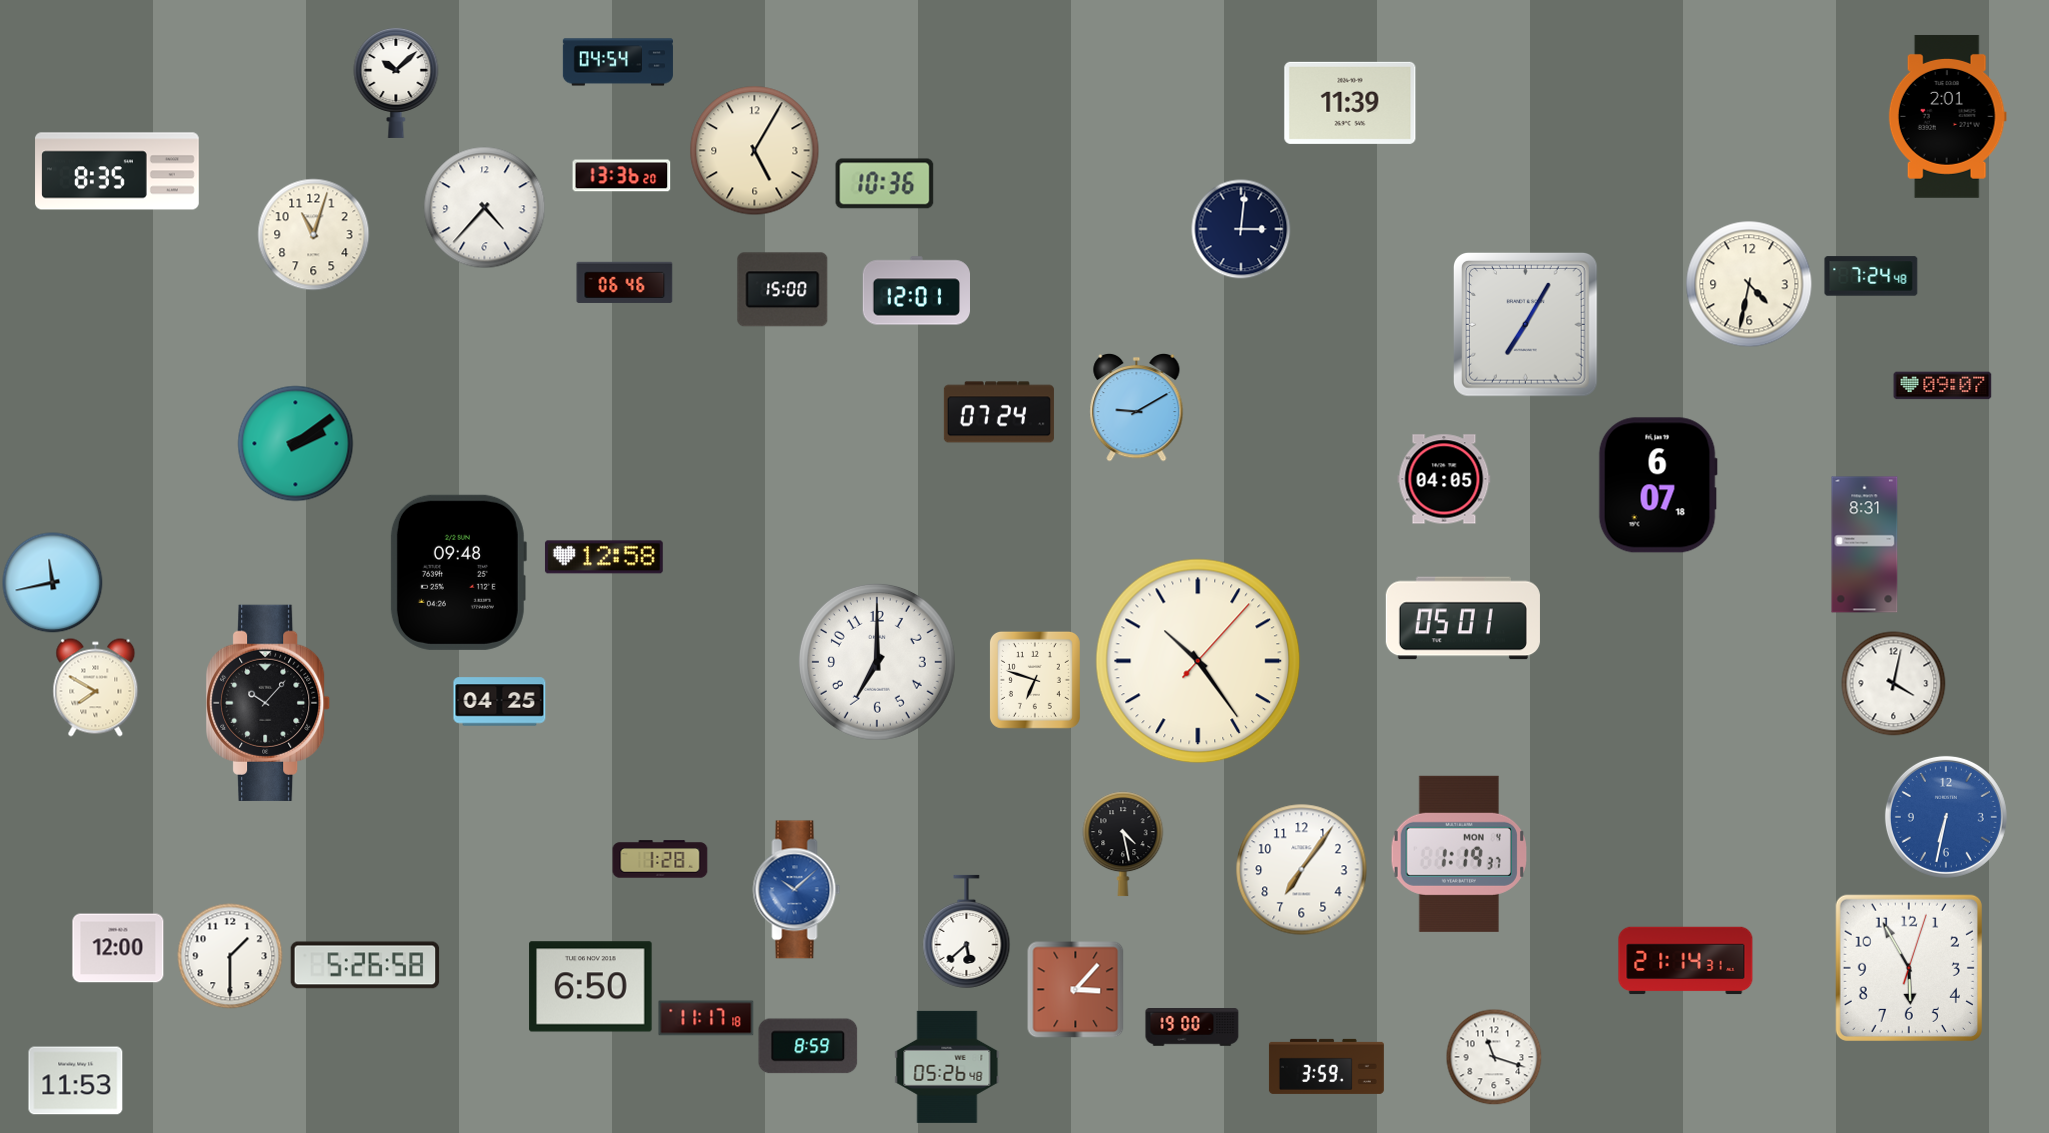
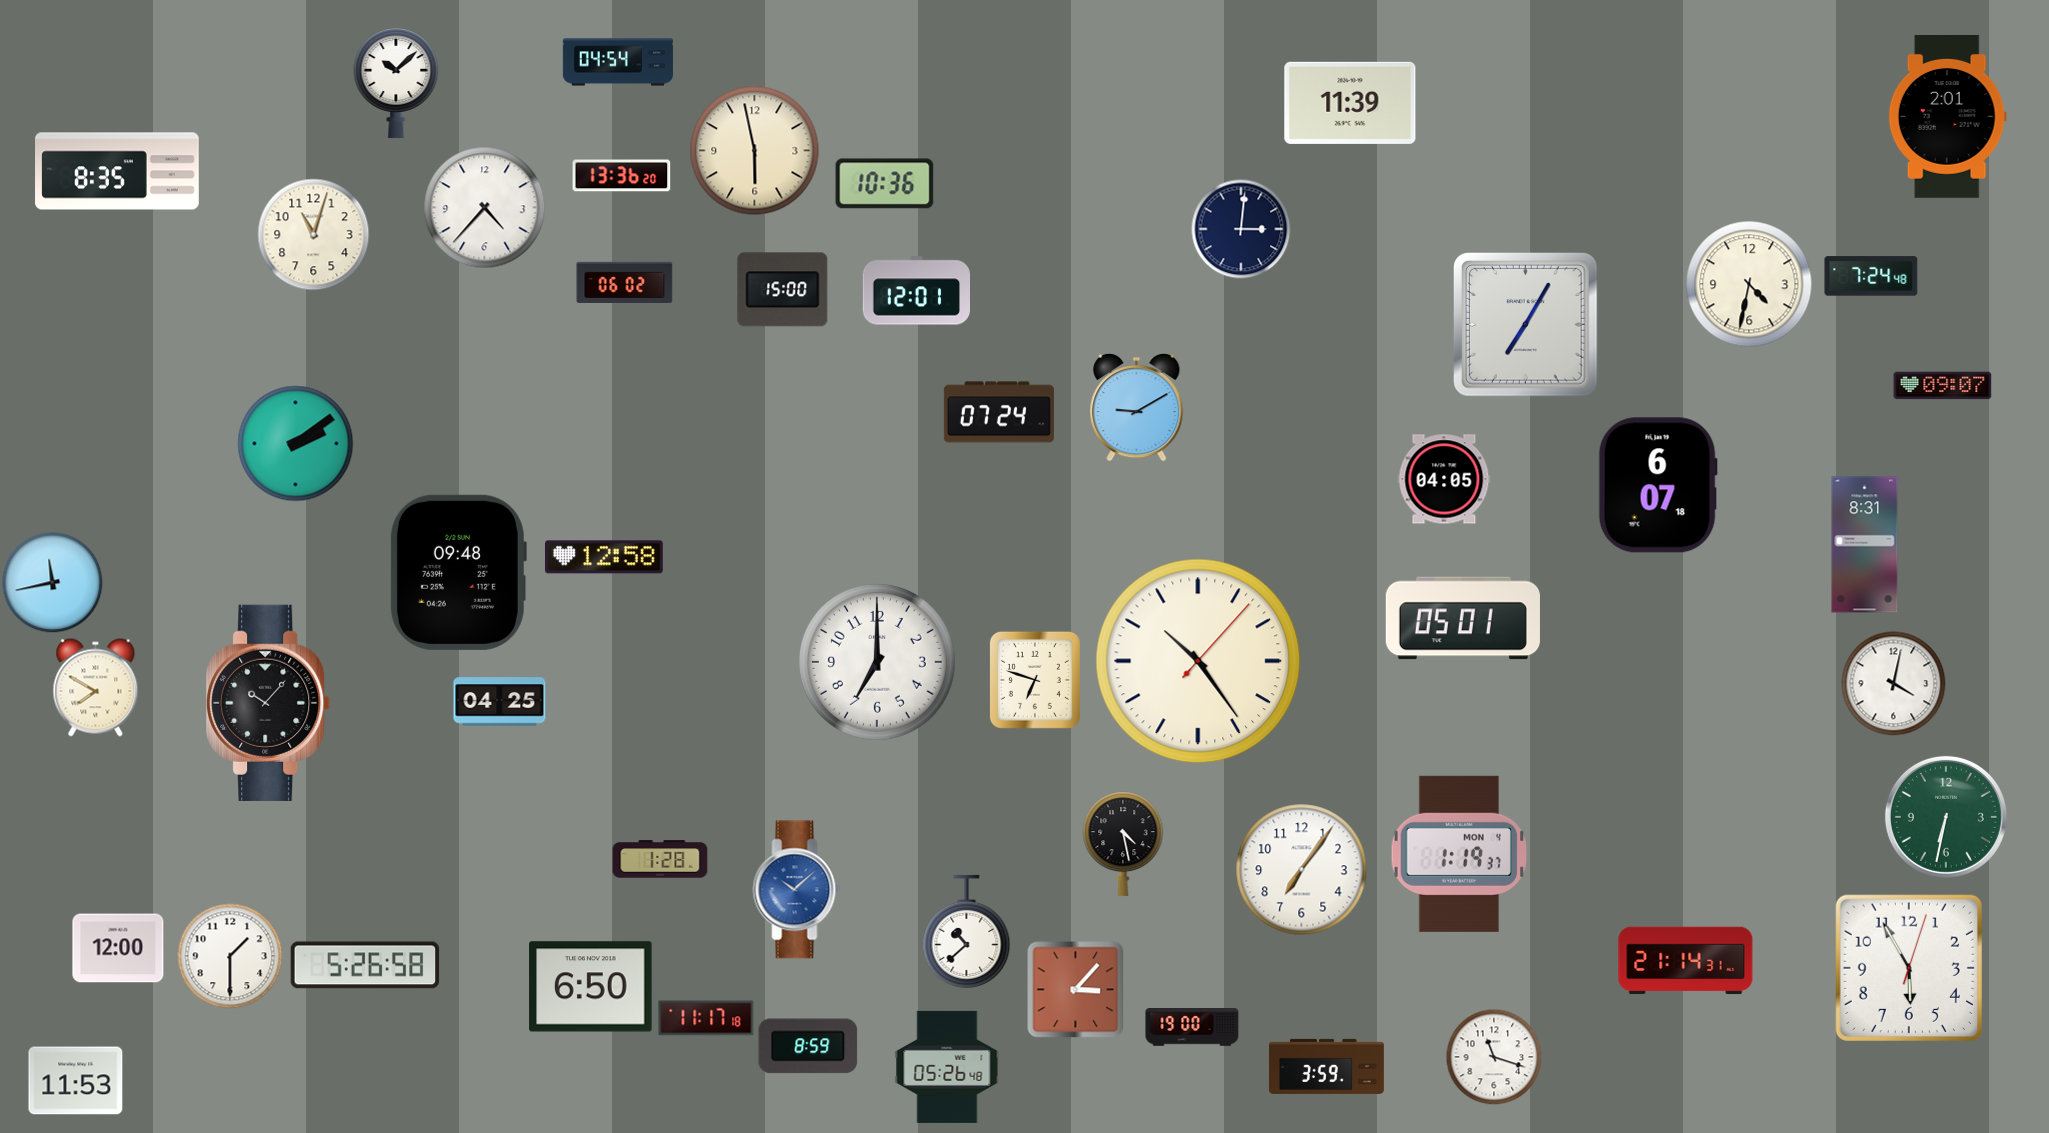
clock at (755, 151): 5:05 -> 5:58
clock at (625, 282): 06:46 -> 06:02
clock at (1946, 817) dial: blue -> green
clock at (967, 931): 5:38 -> 10:38
